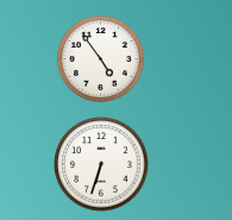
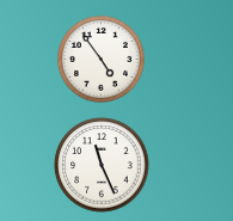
clock at (101, 164): 6:33 -> 11:26
